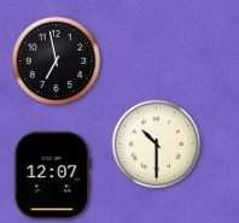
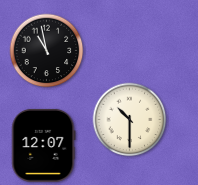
clock at (57, 61): 6:58 -> 10:58
